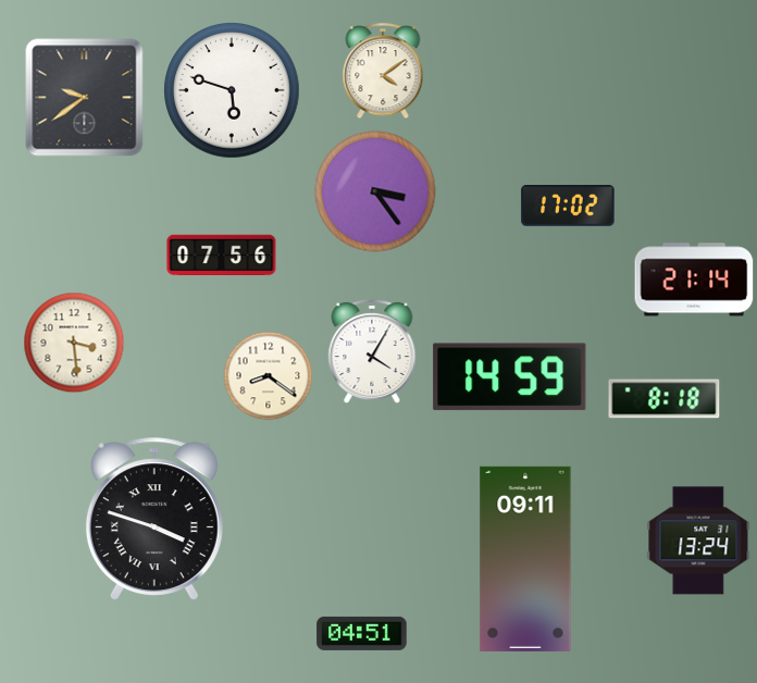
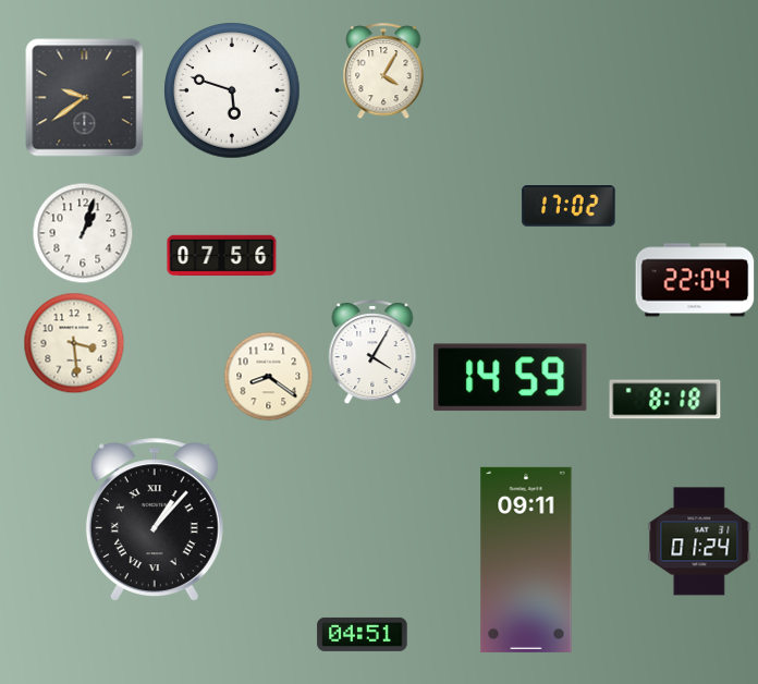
clock at (383, 71): 4:09 -> 4:05
clock at (375, 191): 3:24 -> none
clock at (83, 233): none -> 1:03
clock at (694, 280): 21:14 -> 22:04
clock at (154, 519): 3:48 -> 1:07
clock at (698, 541): 13:24 -> 01:24
